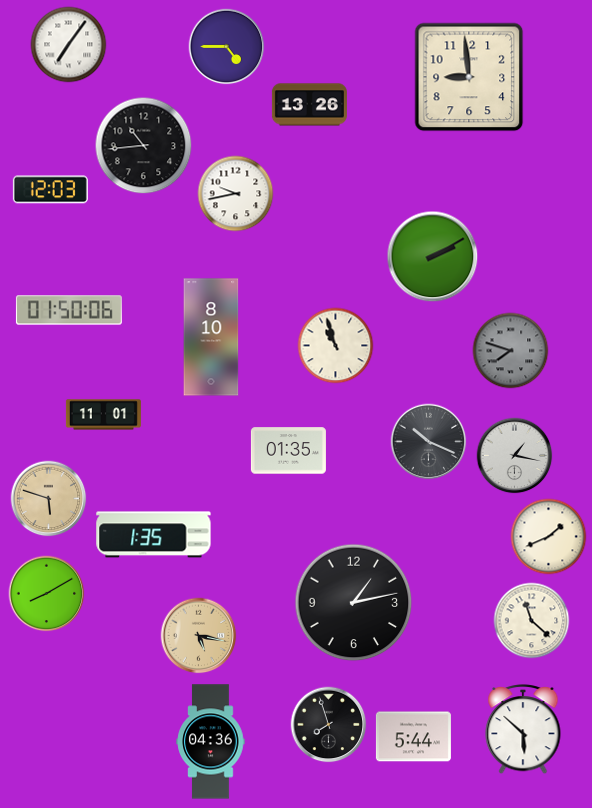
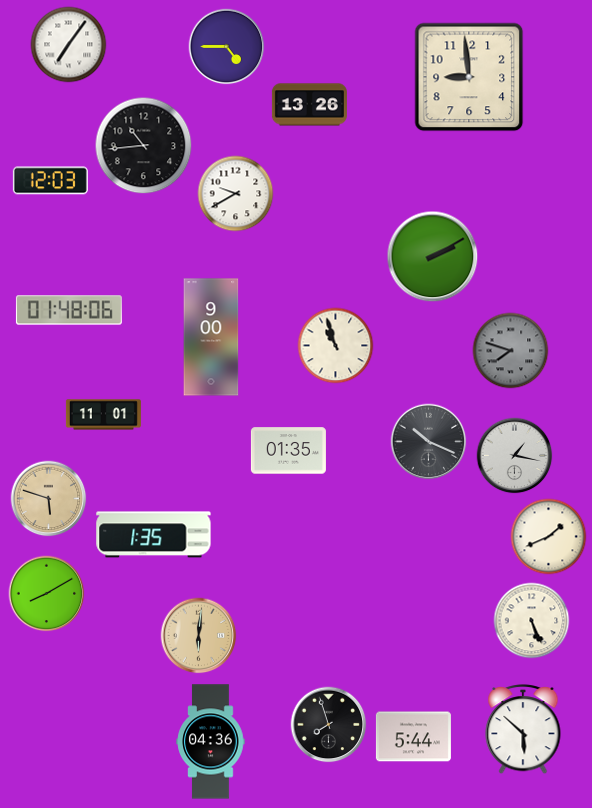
clock at (50, 190) position: (50, 190) -> (50, 181)
clock at (236, 194): 9:43 -> 9:40
clock at (69, 310): 01:50 -> 01:48
clock at (211, 337): 8:10 -> 9:00
clock at (354, 603): 1:13 -> none
clock at (532, 621): 11:22 -> 5:26
clock at (199, 636): 5:17 -> 6:01
